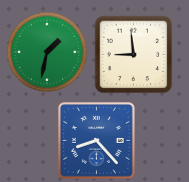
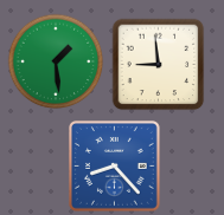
clock at (47, 52): 1:32 -> 1:29
